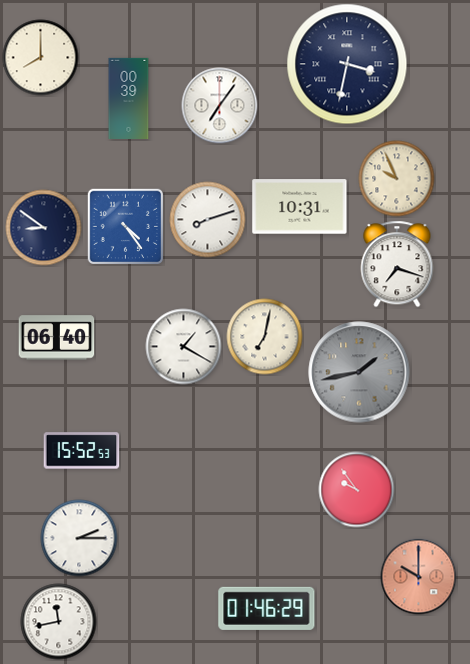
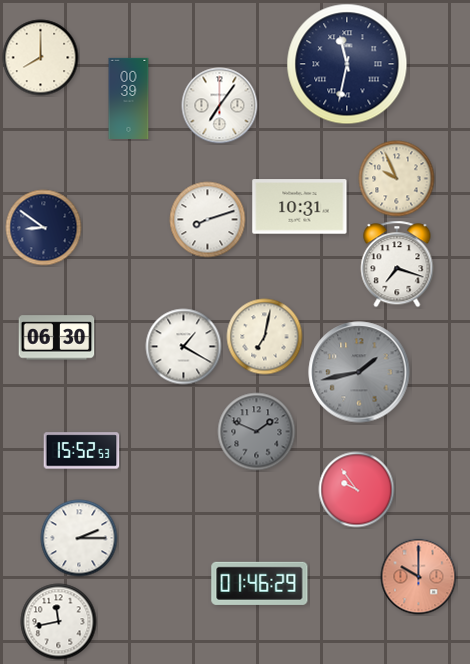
clock at (347, 64): 3:32 -> 11:32
clock at (125, 226): 4:24 -> none
clock at (57, 338): 06:40 -> 06:30
clock at (257, 432): none -> 1:49
clock at (267, 608) position: (267, 608) -> (260, 583)
